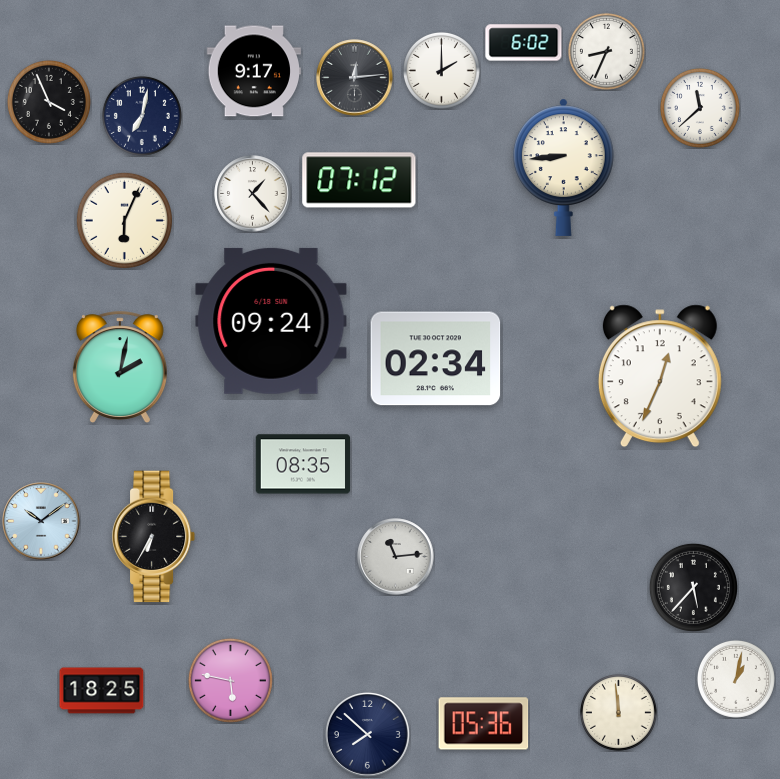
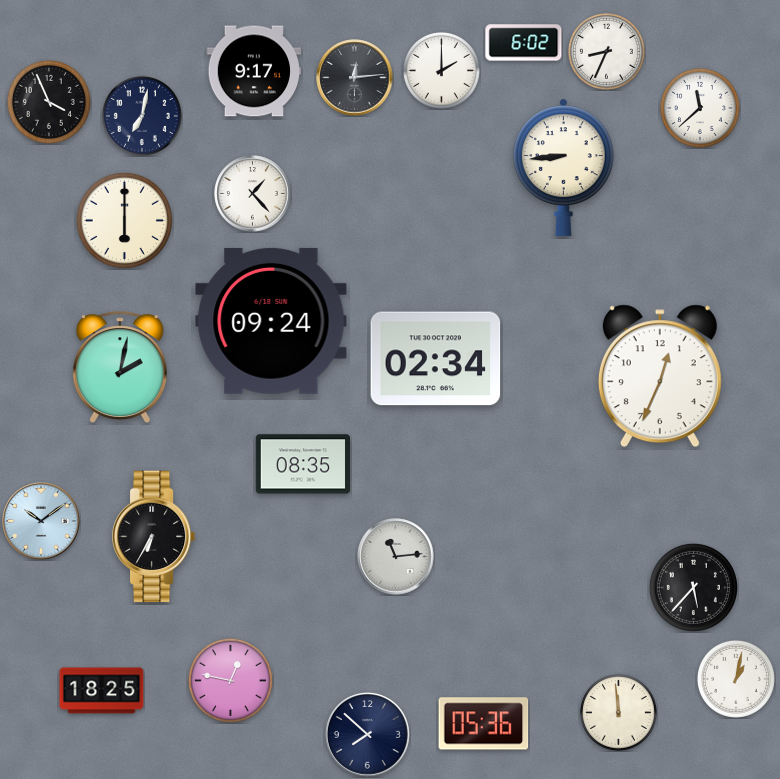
clock at (359, 180): 07:12 -> none
clock at (124, 220): 6:04 -> 6:00
clock at (230, 680): 5:47 -> 12:47
